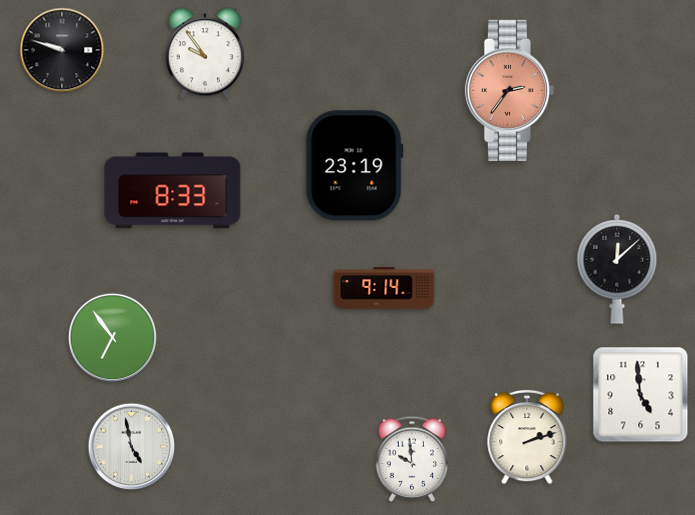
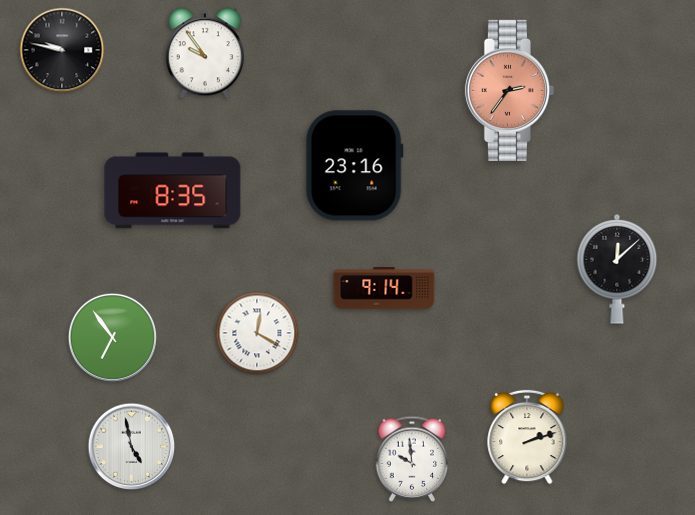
clock at (62, 50): 9:48 -> 9:47
clock at (354, 166): 23:19 -> 23:16
clock at (173, 191): 8:33 -> 8:35
clock at (257, 333): none -> 12:20
clock at (641, 395): 4:59 -> none
